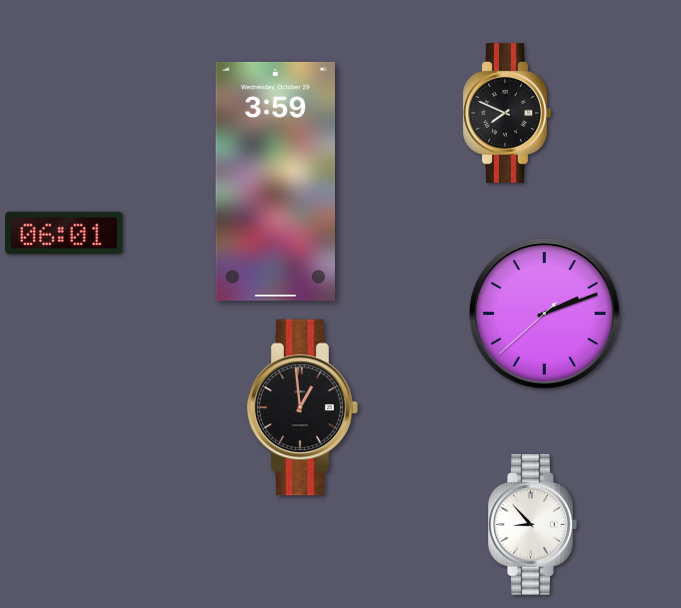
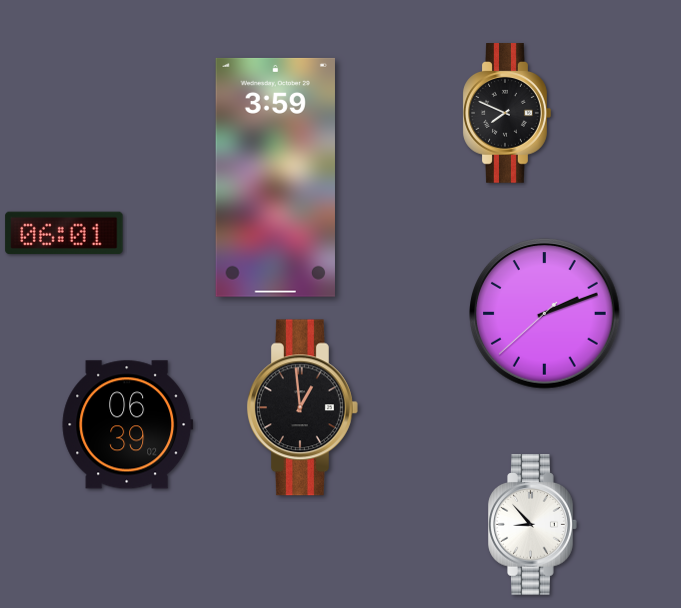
clock at (275, 181) position: (275, 181) -> (275, 177)
clock at (128, 425): none -> 06:39
